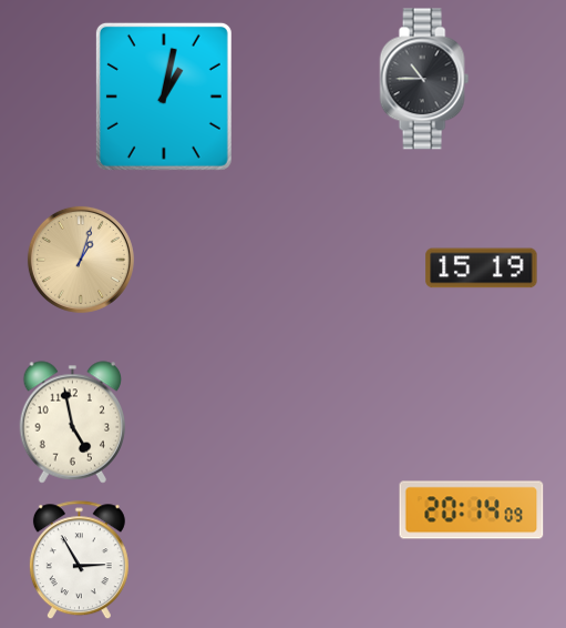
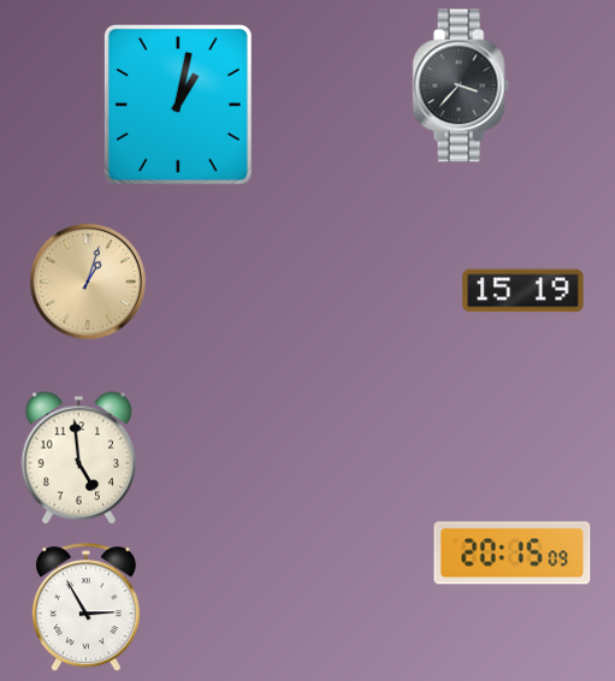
clock at (424, 79): 10:45 -> 3:37
clock at (73, 423): 4:58 -> 4:59
clock at (472, 510): 20:14 -> 20:15
